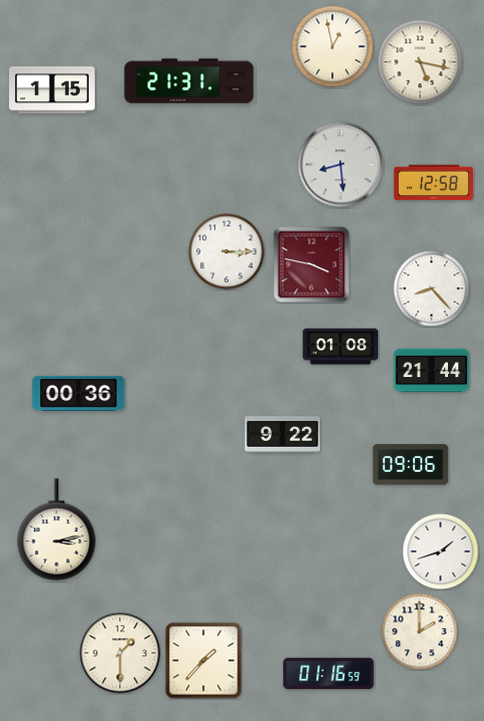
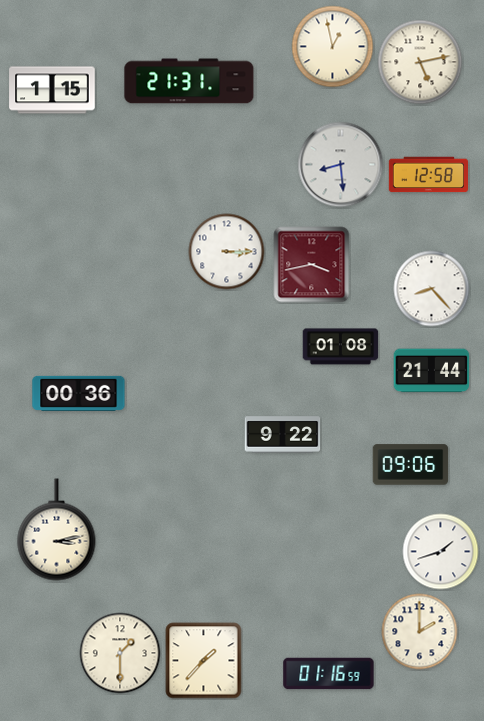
clock at (420, 62): 5:17 -> 5:13
clock at (433, 183) position: (433, 183) -> (428, 175)
clock at (312, 265): 3:47 -> 3:43
